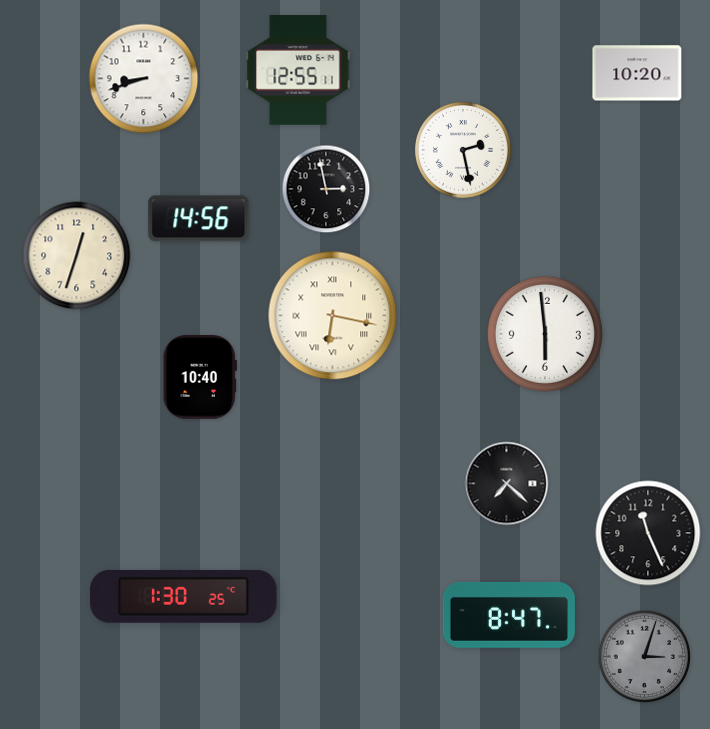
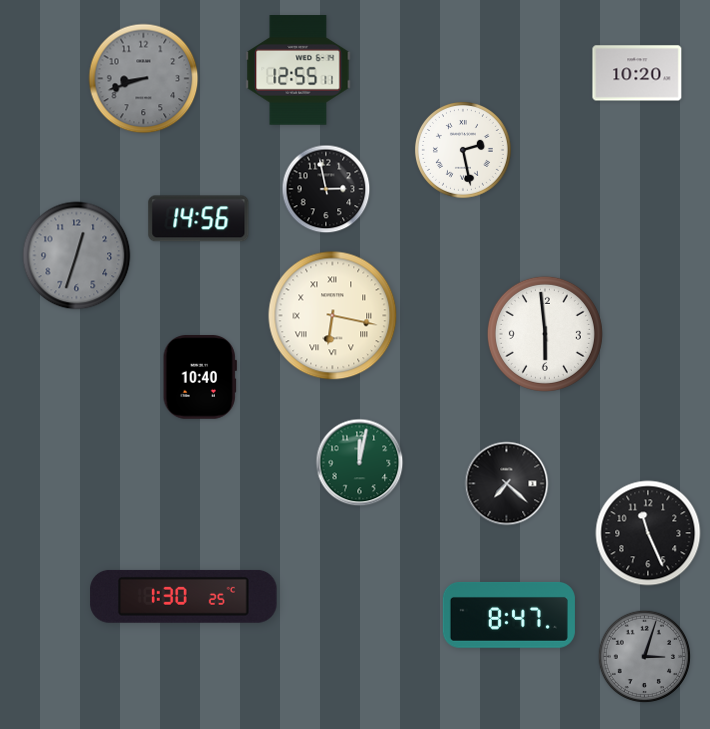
clock at (144, 79) dial: white -> grey
clock at (77, 256) dial: cream -> grey
clock at (360, 463): none -> 12:02
